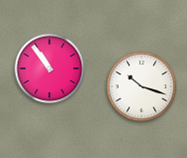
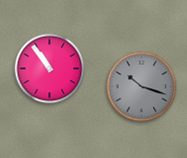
clock at (142, 87) dial: white -> grey
